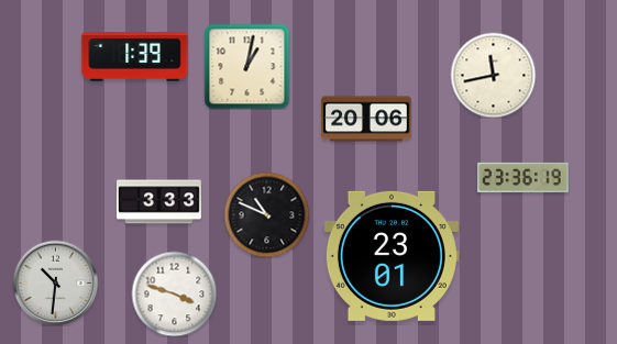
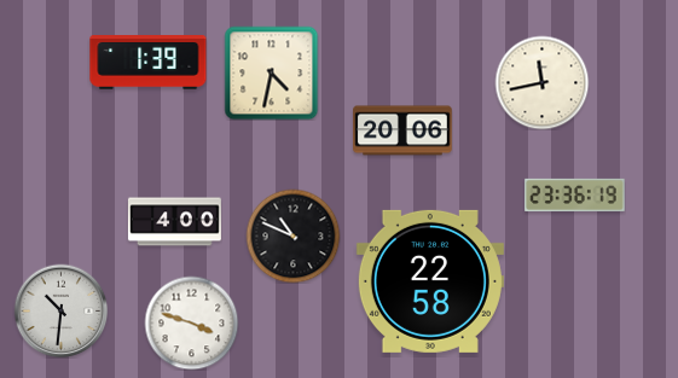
clock at (246, 66): 1:02 -> 4:32
clock at (158, 202): 3:33 -> 4:00
clock at (392, 256): 23:01 -> 22:58
